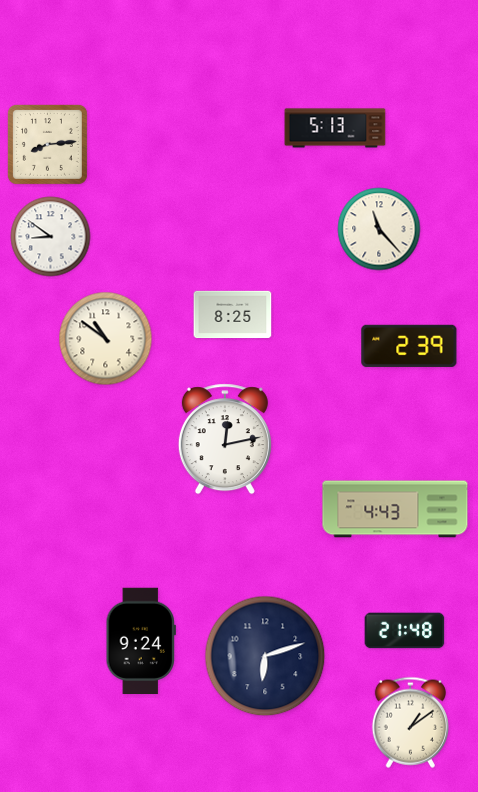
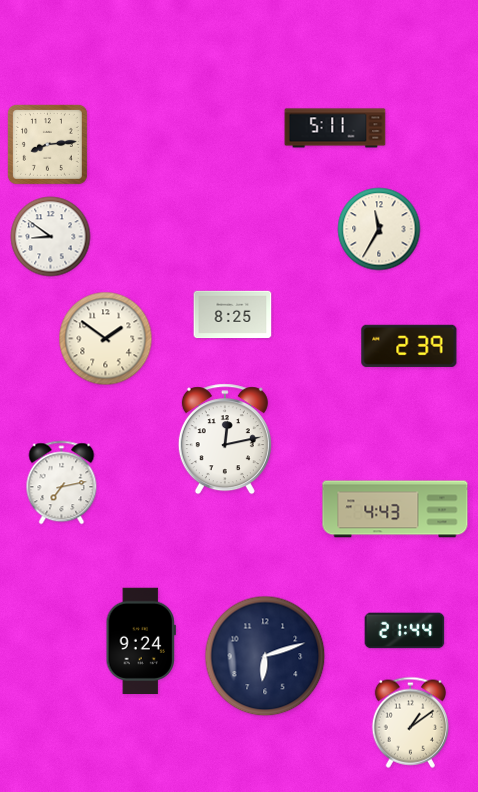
clock at (335, 128): 5:13 -> 5:11
clock at (379, 229): 11:23 -> 11:35
clock at (106, 339): 10:51 -> 1:51
clock at (62, 483): none -> 7:13
clock at (405, 631): 21:48 -> 21:44
